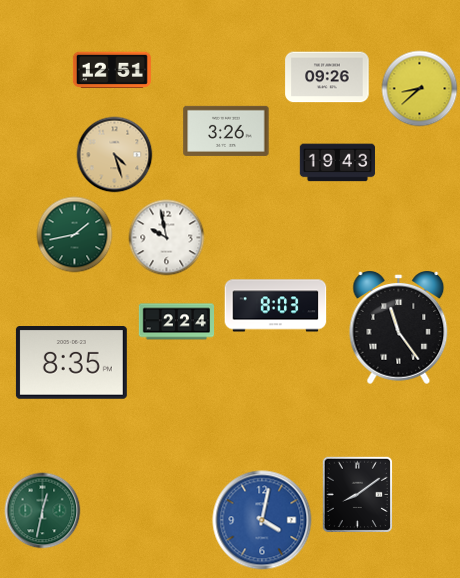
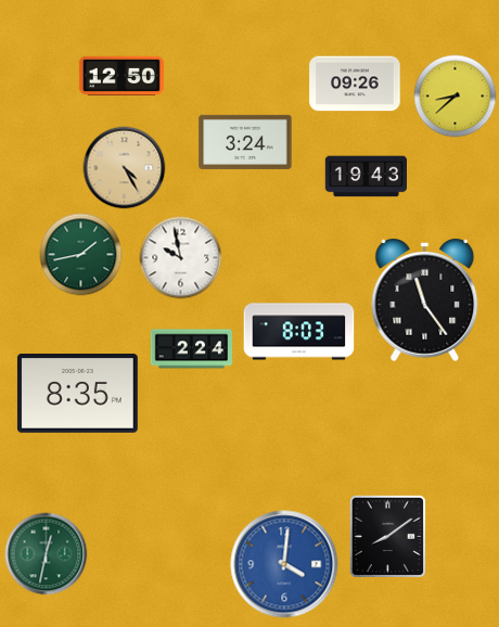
clock at (112, 69): 12:51 -> 12:50
clock at (226, 131): 3:26 -> 3:24
clock at (115, 155): 4:27 -> 4:25
clock at (399, 328) position: (399, 328) -> (425, 300)
clock at (262, 520): 4:02 -> 4:01
